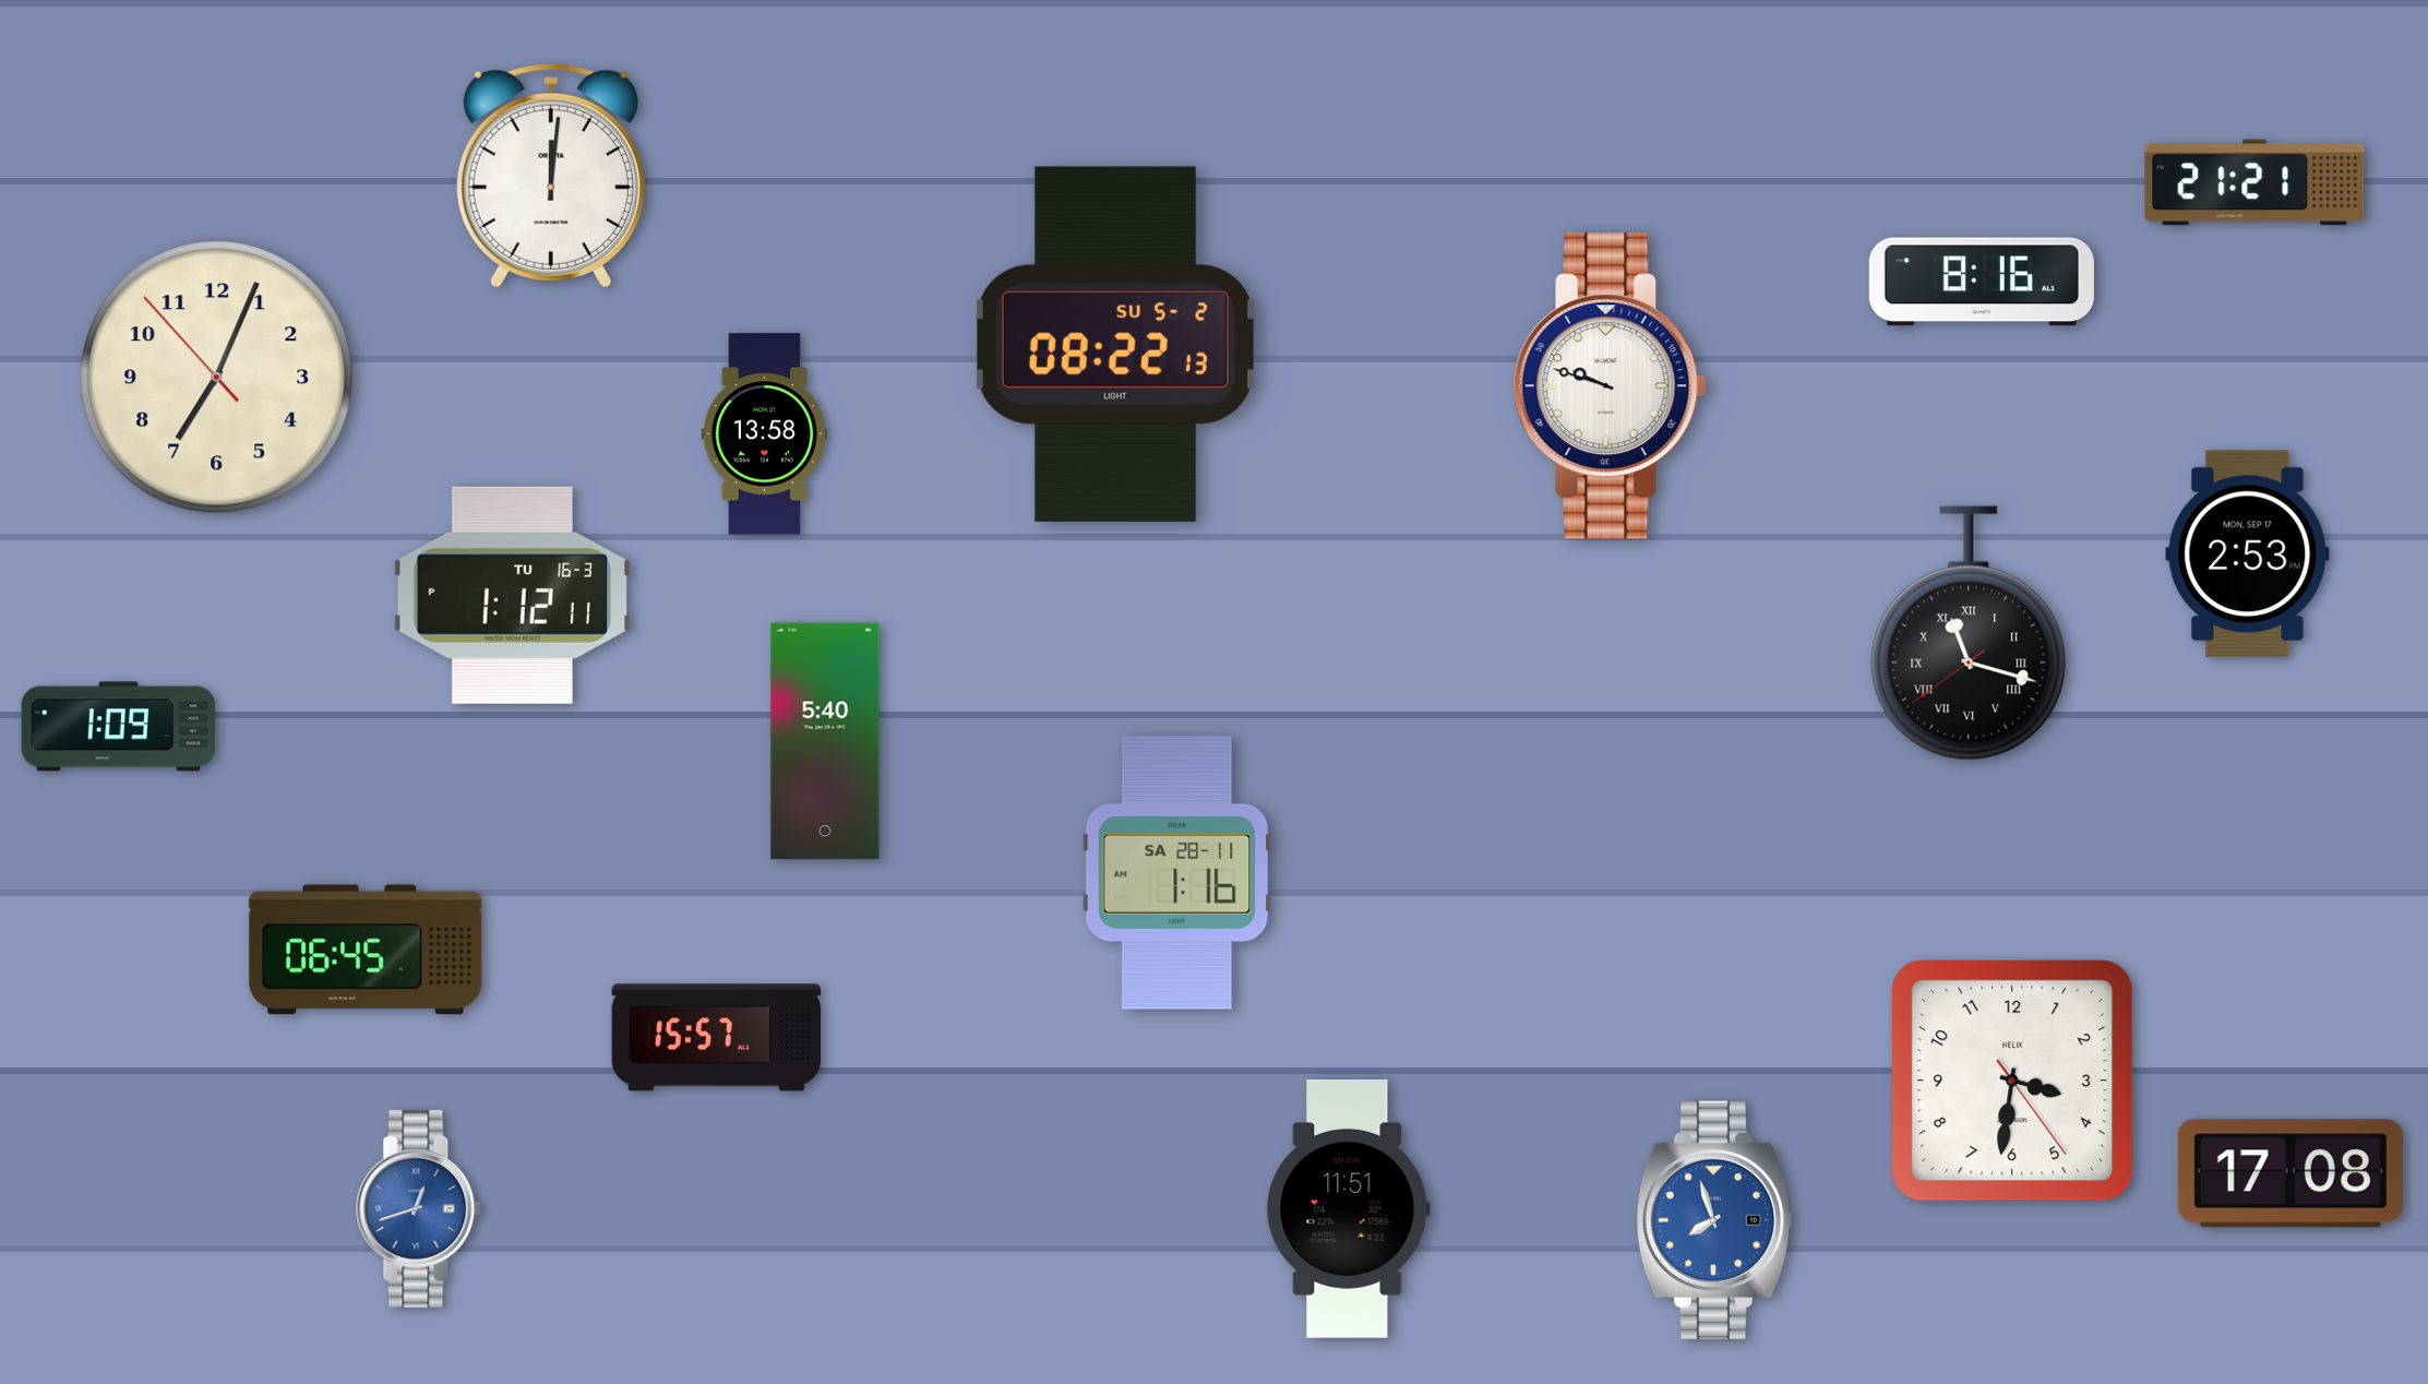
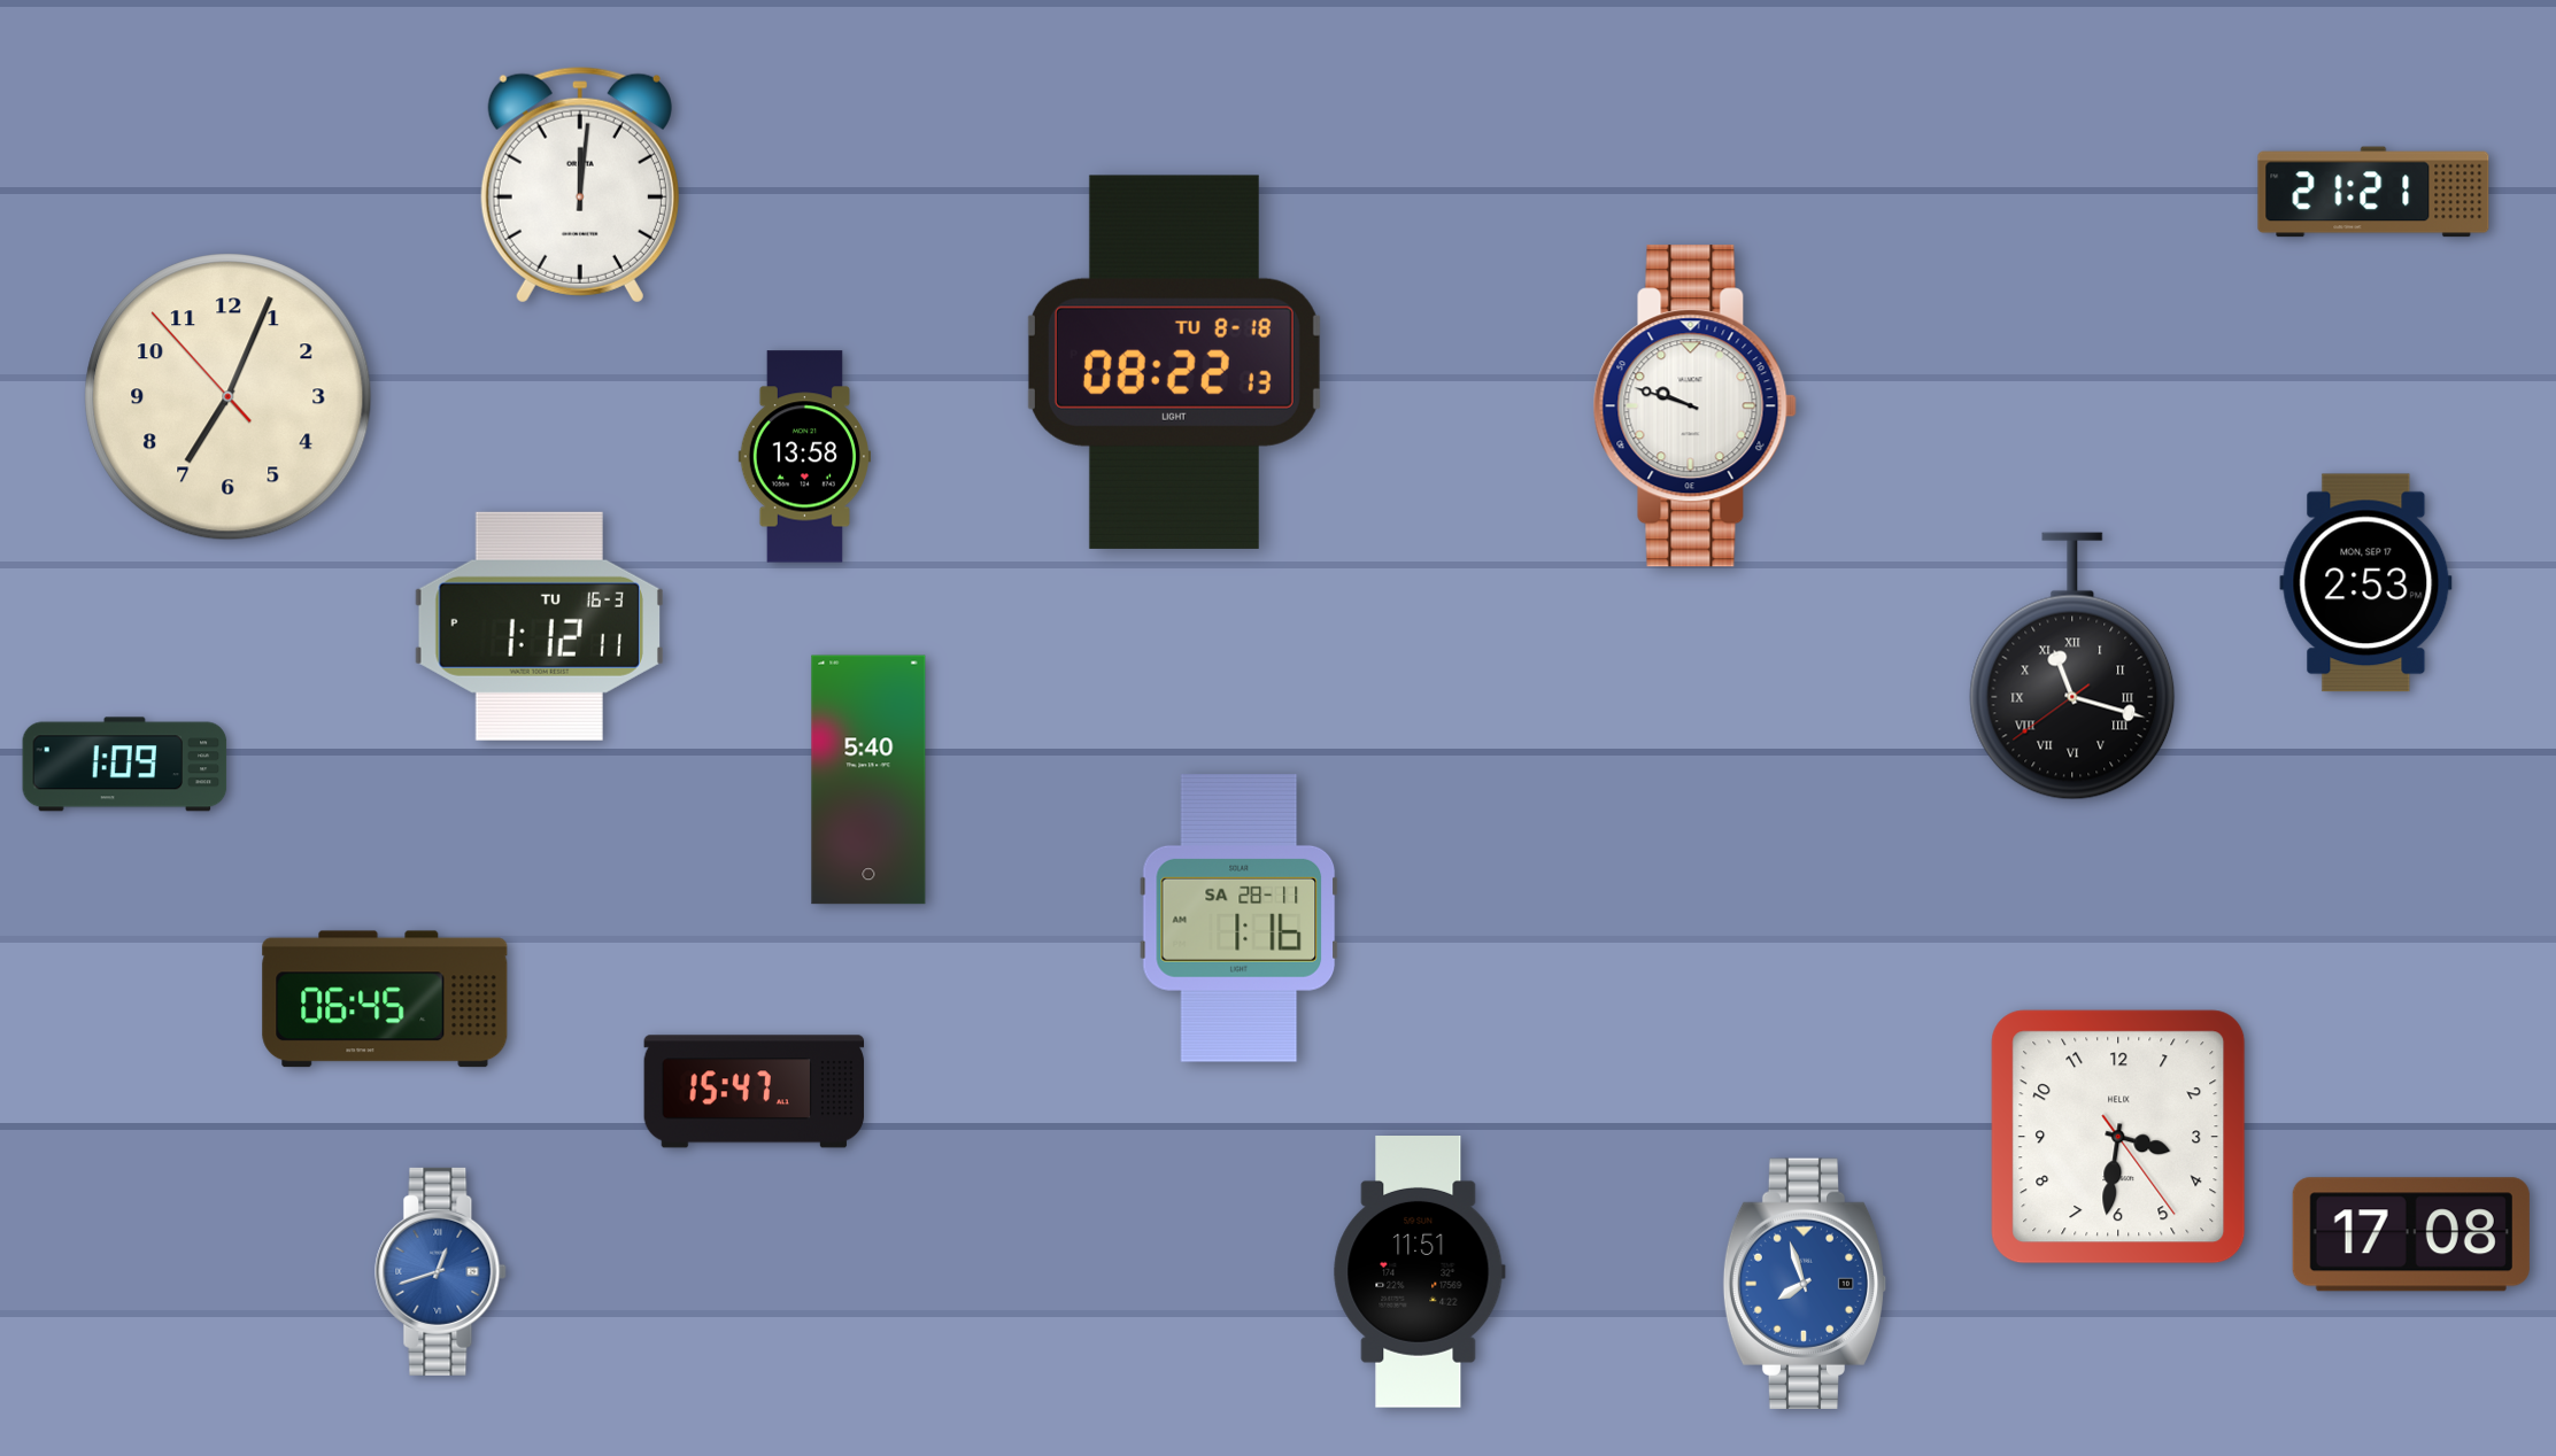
clock at (1982, 282): 8:16 -> none
clock at (1115, 344) date: SU 5-2 -> TU 8-18
clock at (717, 1038): 15:57 -> 15:47
